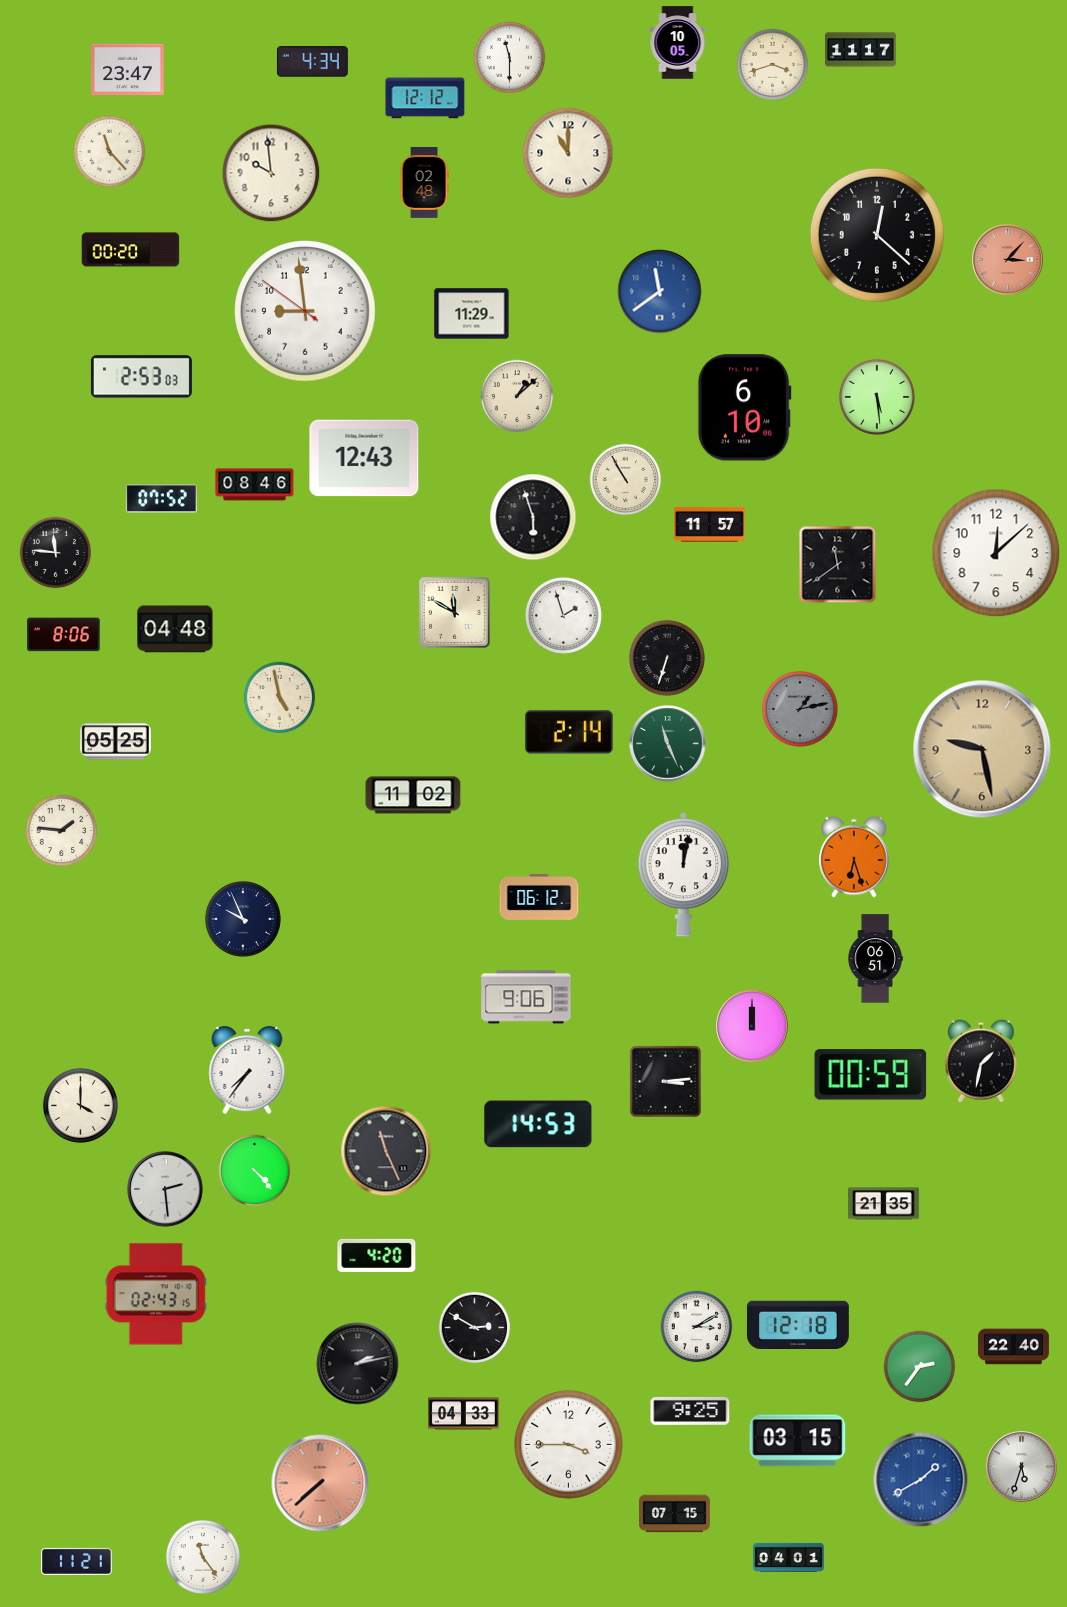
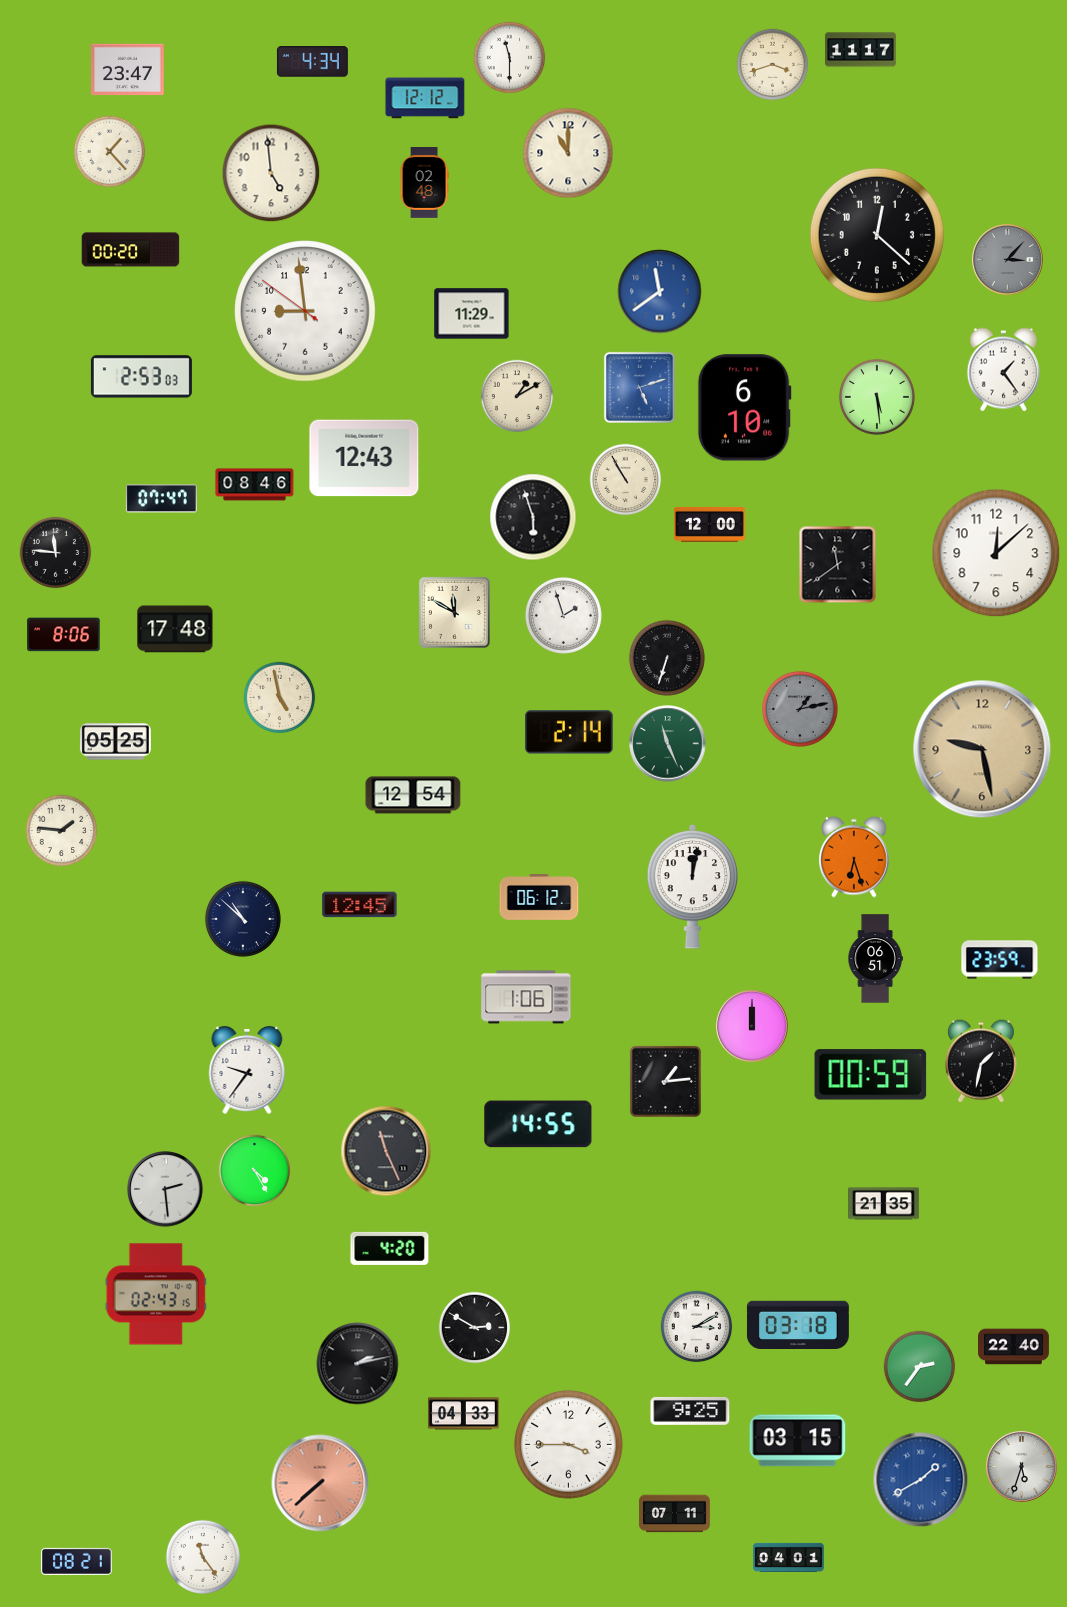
clock at (678, 43): 10:05 -> none
clock at (110, 152): 11:23 -> 1:23
clock at (271, 173): 9:59 -> 4:59
clock at (1008, 260) dial: salmon -> grey
clock at (1003, 370): none -> 1:24
clock at (639, 387): none -> 5:12
clock at (517, 396): 1:08 -> 1:10
clock at (161, 499): 07:52 -> 07:47
clock at (710, 524): 11:57 -> 12:00
clock at (175, 629): 04:48 -> 17:48
clock at (413, 795): 11:02 -> 12:54
clock at (684, 874) position: (684, 874) -> (693, 886)
clock at (360, 905): none -> 12:45
clock at (243, 919): 9:56 -> 10:52
clock at (1000, 960): none -> 23:59
clock at (526, 997): 9:06 -> 1:06
clock at (247, 1070): 7:36 -> 9:36
clock at (665, 1081): 3:14 -> 1:14
clock at (80, 1105): 4:00 -> none
clock at (538, 1124): 14:53 -> 14:55
clock at (255, 1171): 4:23 -> 4:25
clock at (377, 1255) position: (377, 1255) -> (390, 1248)
clock at (798, 1325): 12:18 -> 03:18
clock at (675, 1514): 07:15 -> 07:11
clock at (76, 1561): 11:21 -> 08:21
